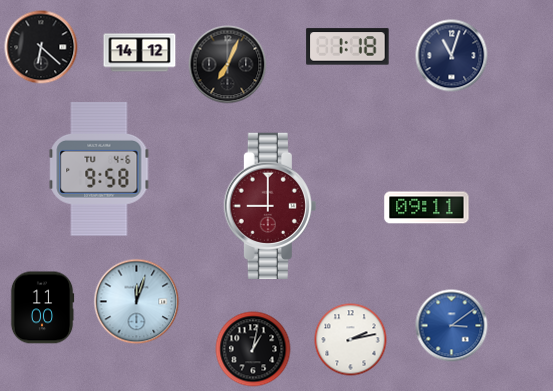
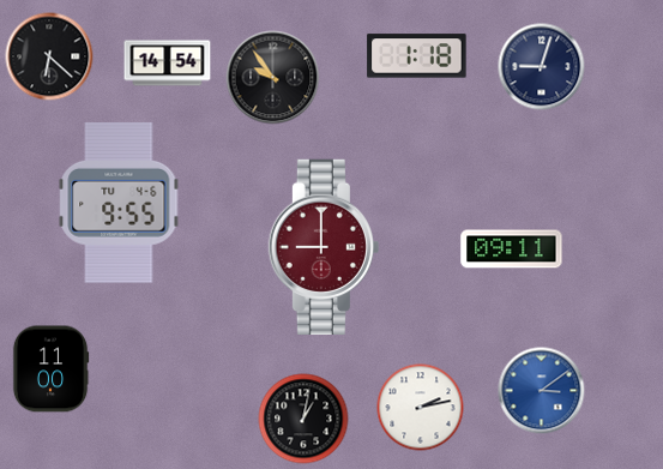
clock at (140, 53): 14:12 -> 14:54
clock at (452, 56): 11:03 -> 9:03
clock at (228, 65): 7:04 -> 9:54
clock at (99, 169): 9:58 -> 9:55
clock at (137, 302): 12:03 -> none
